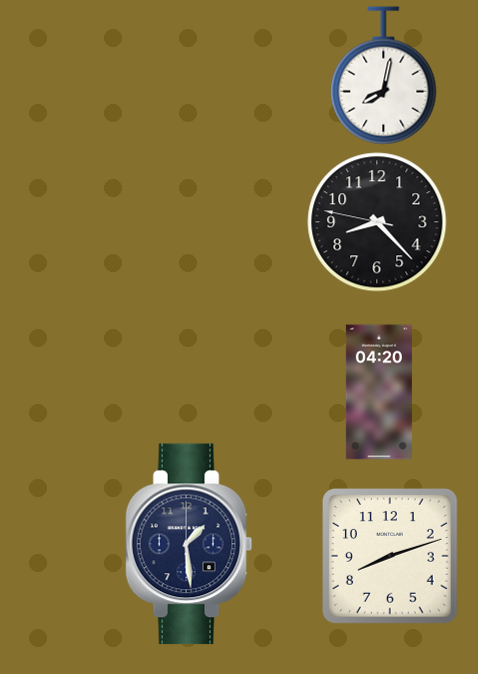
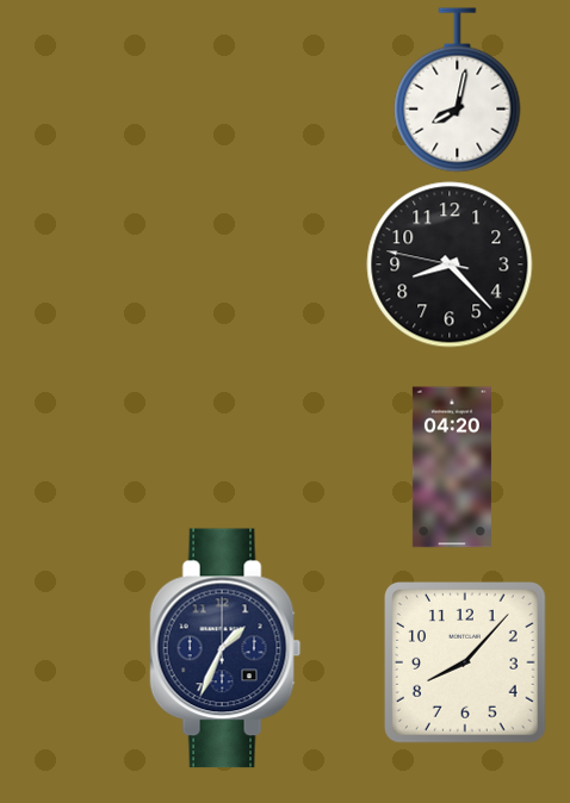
clock at (189, 544): 1:29 -> 1:34
clock at (391, 557): 8:12 -> 8:07
